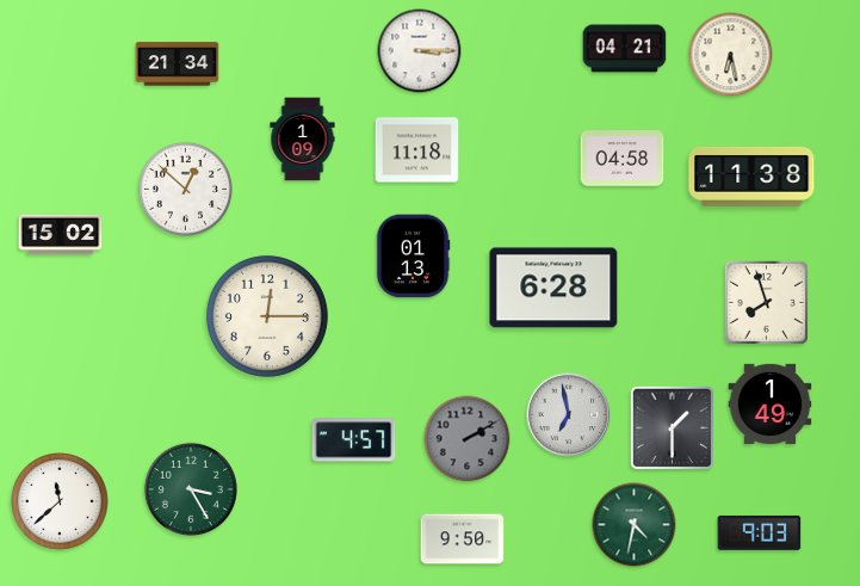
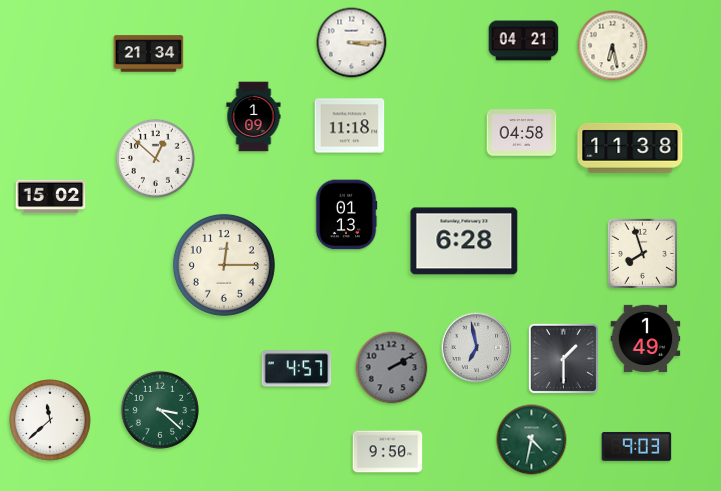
clock at (191, 489): 3:25 -> 3:22
